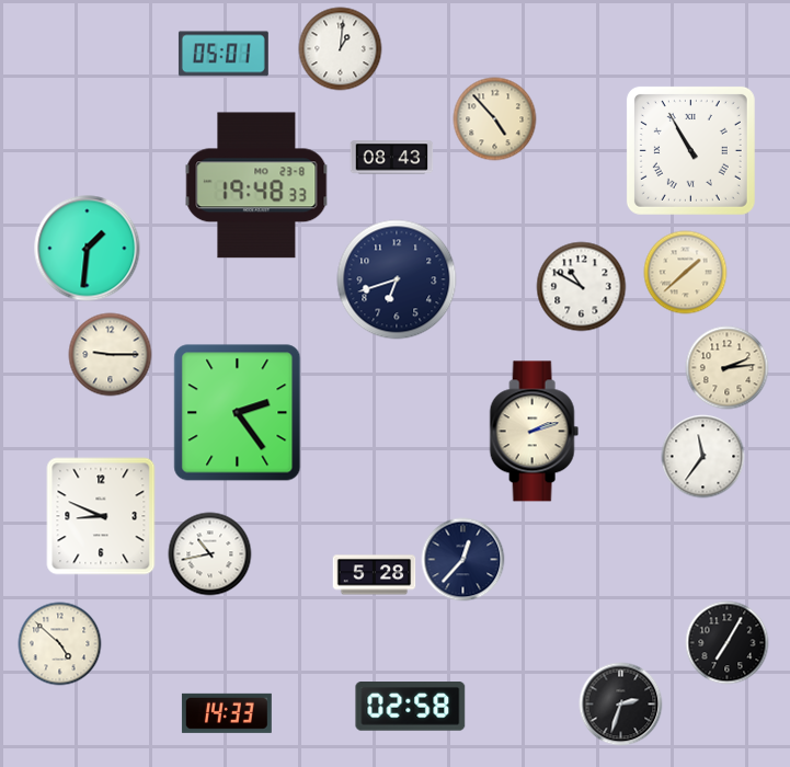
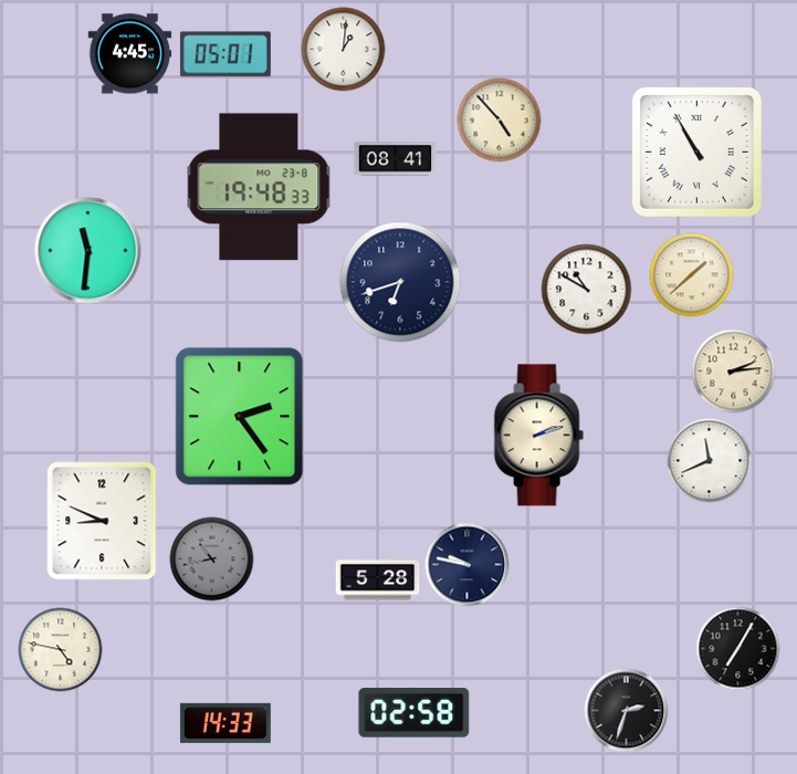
clock at (130, 54): none -> 4:45
clock at (392, 158): 08:43 -> 08:41
clock at (88, 249): 1:31 -> 11:31
clock at (111, 355): 9:15 -> none
clock at (703, 457): 11:36 -> 11:41
clock at (210, 554) dial: white -> grey
clock at (463, 560): 12:37 -> 9:47
clock at (728, 643) position: (728, 643) -> (738, 649)
clock at (60, 644): 4:52 -> 4:47
clock at (227, 713) position: (227, 713) -> (226, 723)
